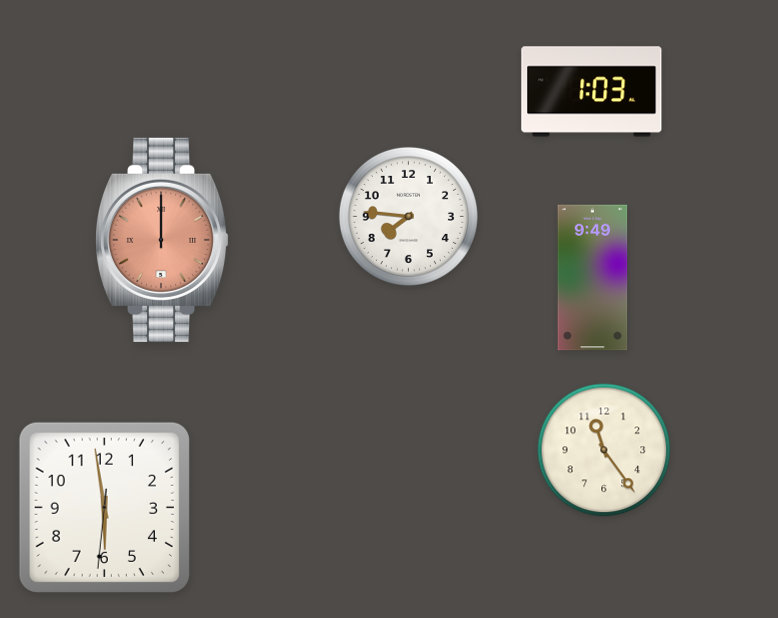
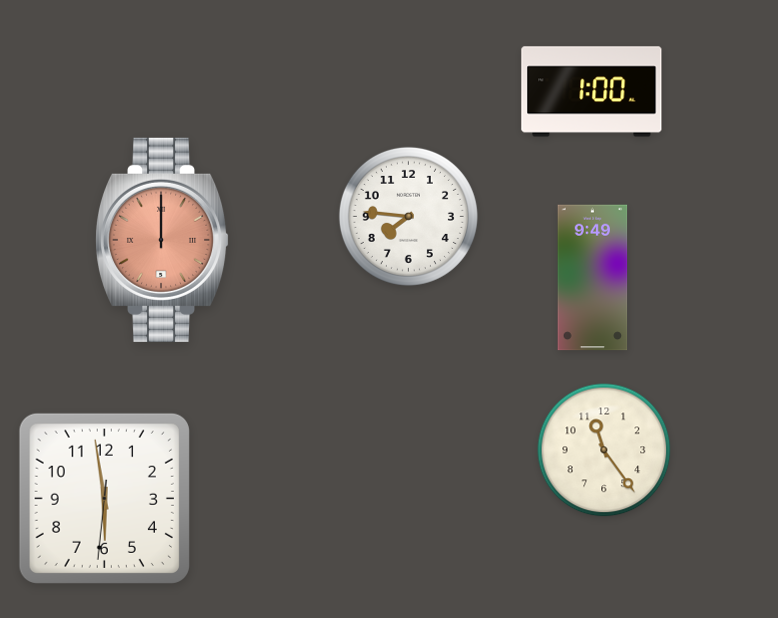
clock at (592, 92): 1:03 -> 1:00
clock at (104, 507) position: (104, 507) -> (104, 498)
